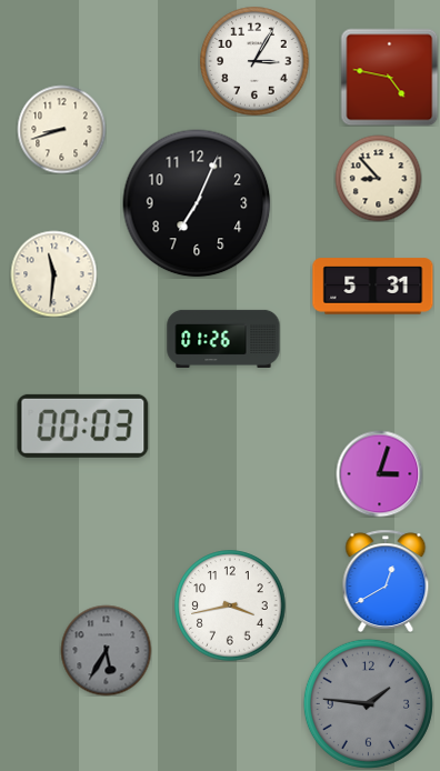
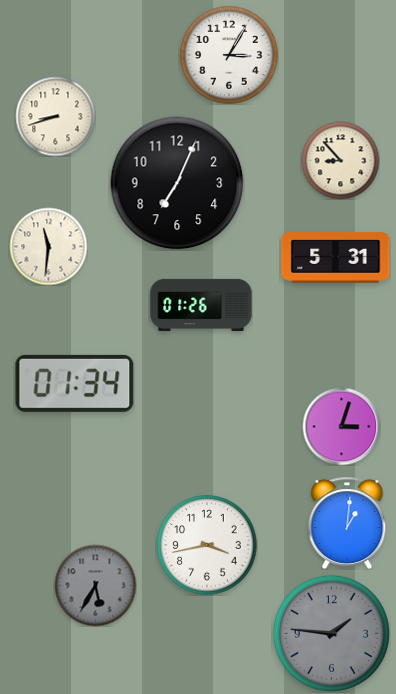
clock at (389, 77): 4:47 -> none
clock at (83, 425): 00:03 -> 01:34
clock at (386, 581): 12:40 -> 1:01
